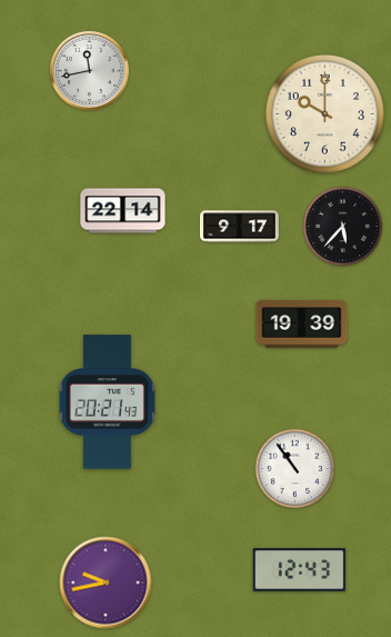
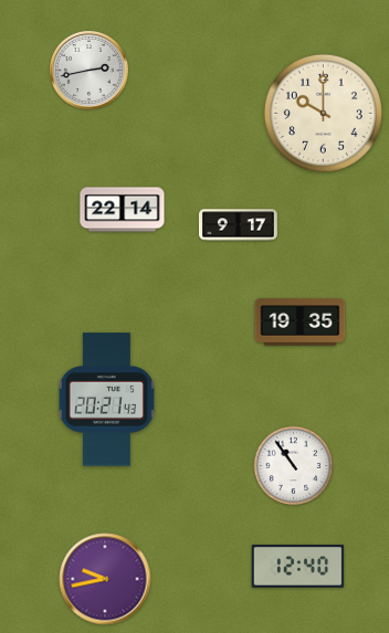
clock at (89, 70): 11:43 -> 2:43
clock at (343, 227): 5:37 -> none
clock at (302, 325): 19:39 -> 19:35
clock at (300, 570): 12:43 -> 12:40
